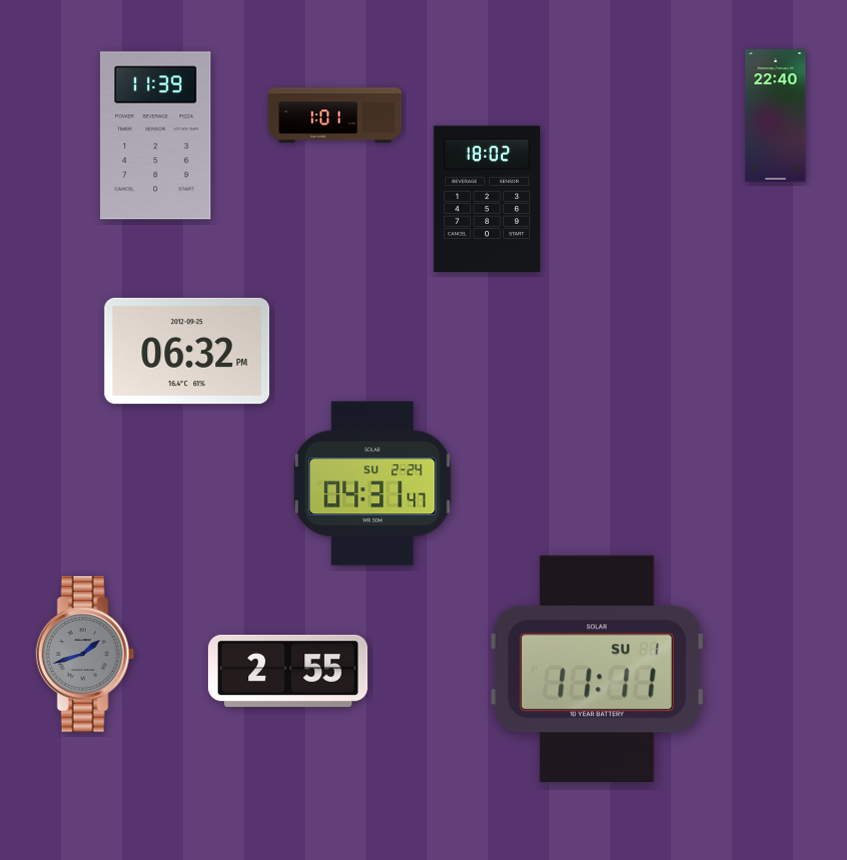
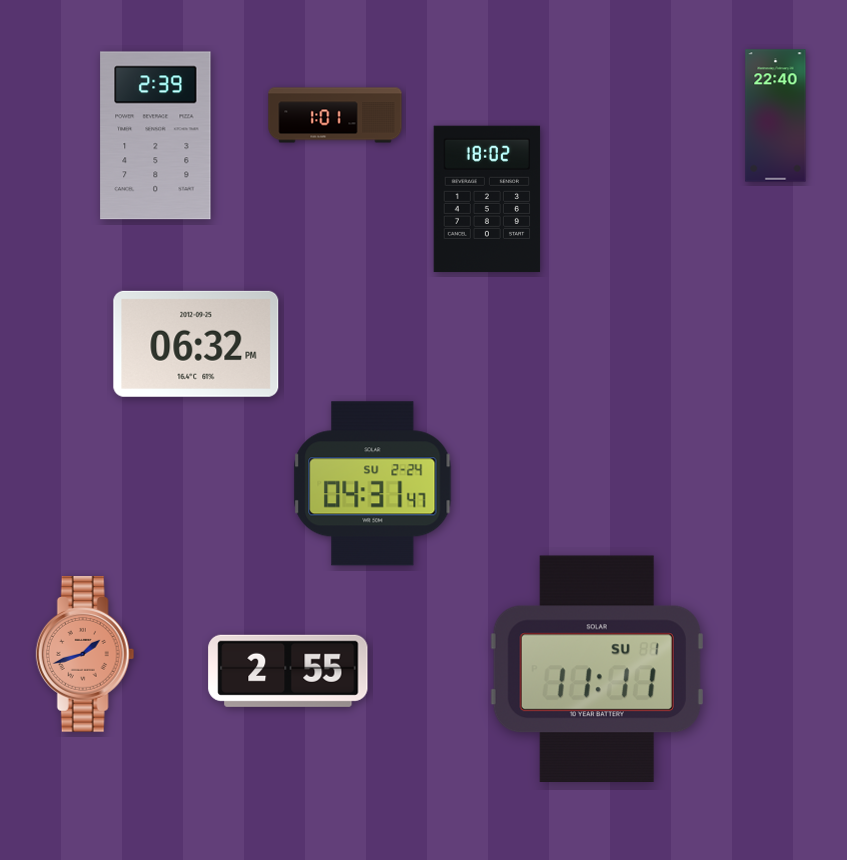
clock at (156, 136): 11:39 -> 2:39
clock at (187, 351) position: (187, 351) -> (196, 344)
clock at (85, 654) dial: grey -> salmon
